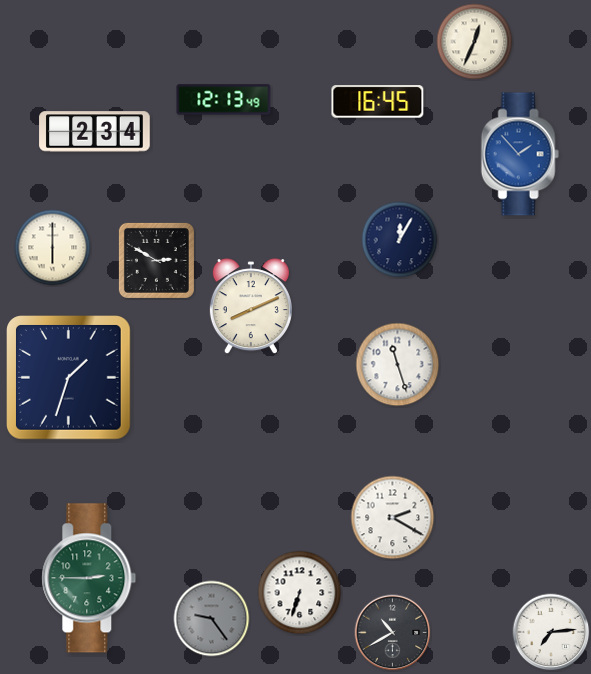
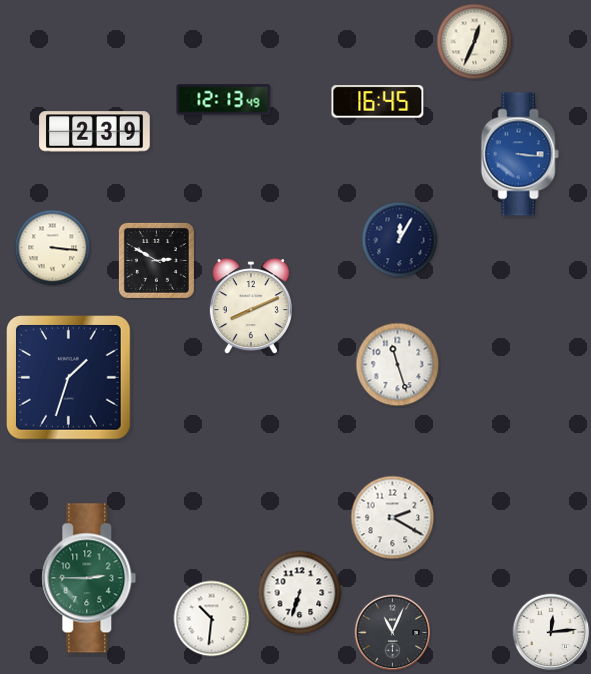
clock at (95, 132): 2:34 -> 2:39
clock at (520, 154): 1:53 -> 3:16
clock at (53, 248): 6:00 -> 3:16
clock at (212, 619): 9:24 -> 10:31
clock at (212, 619) dial: grey -> white
clock at (551, 632): 7:14 -> 12:14
clock at (393, 633): 10:40 -> 11:04
